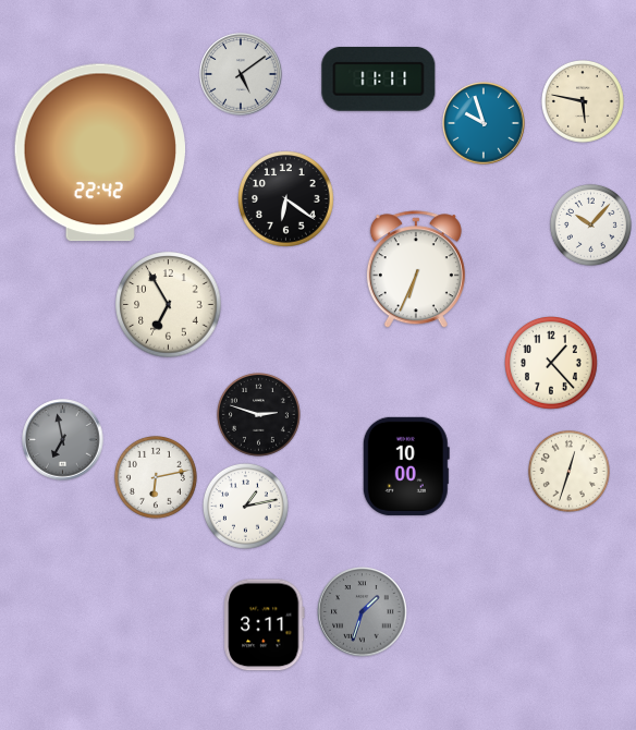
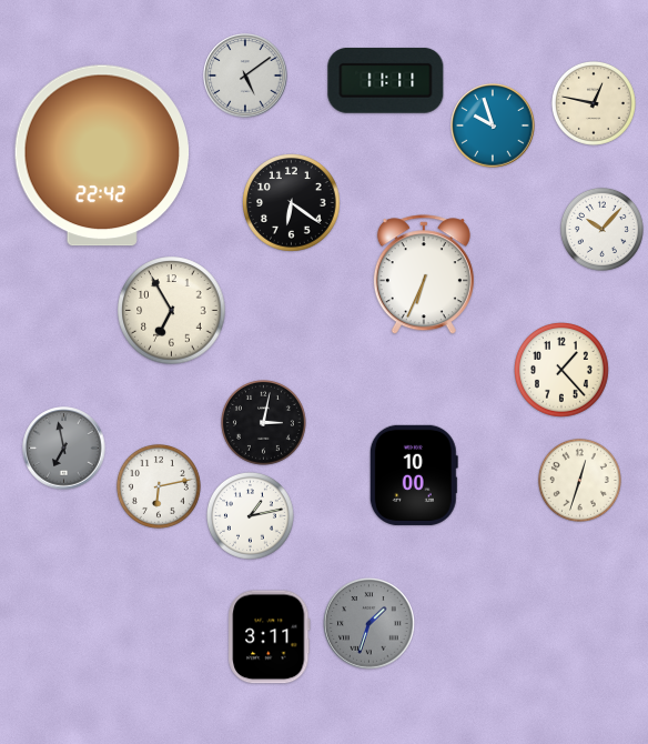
clock at (583, 101): 5:47 -> 12:47
clock at (258, 414): 2:48 -> 3:02
